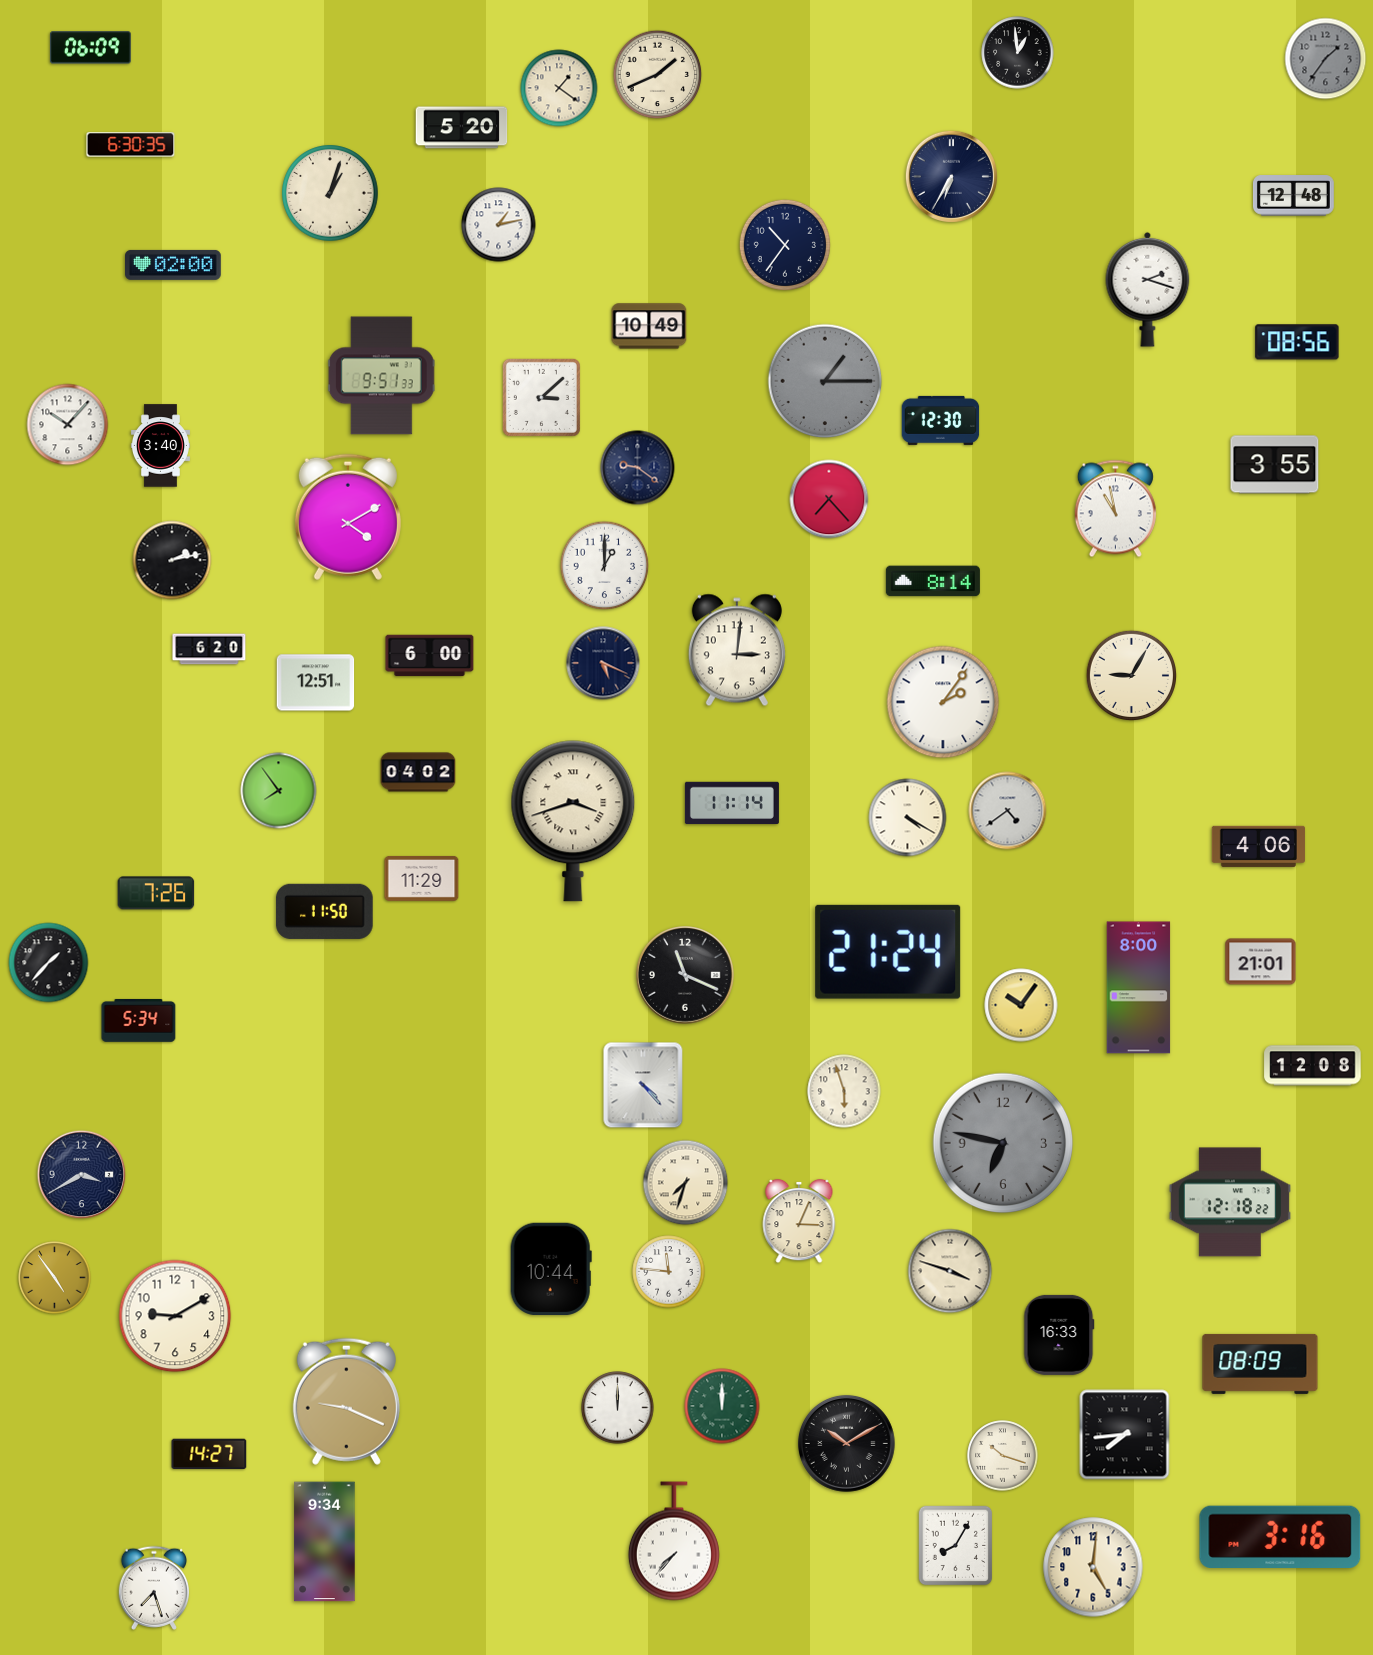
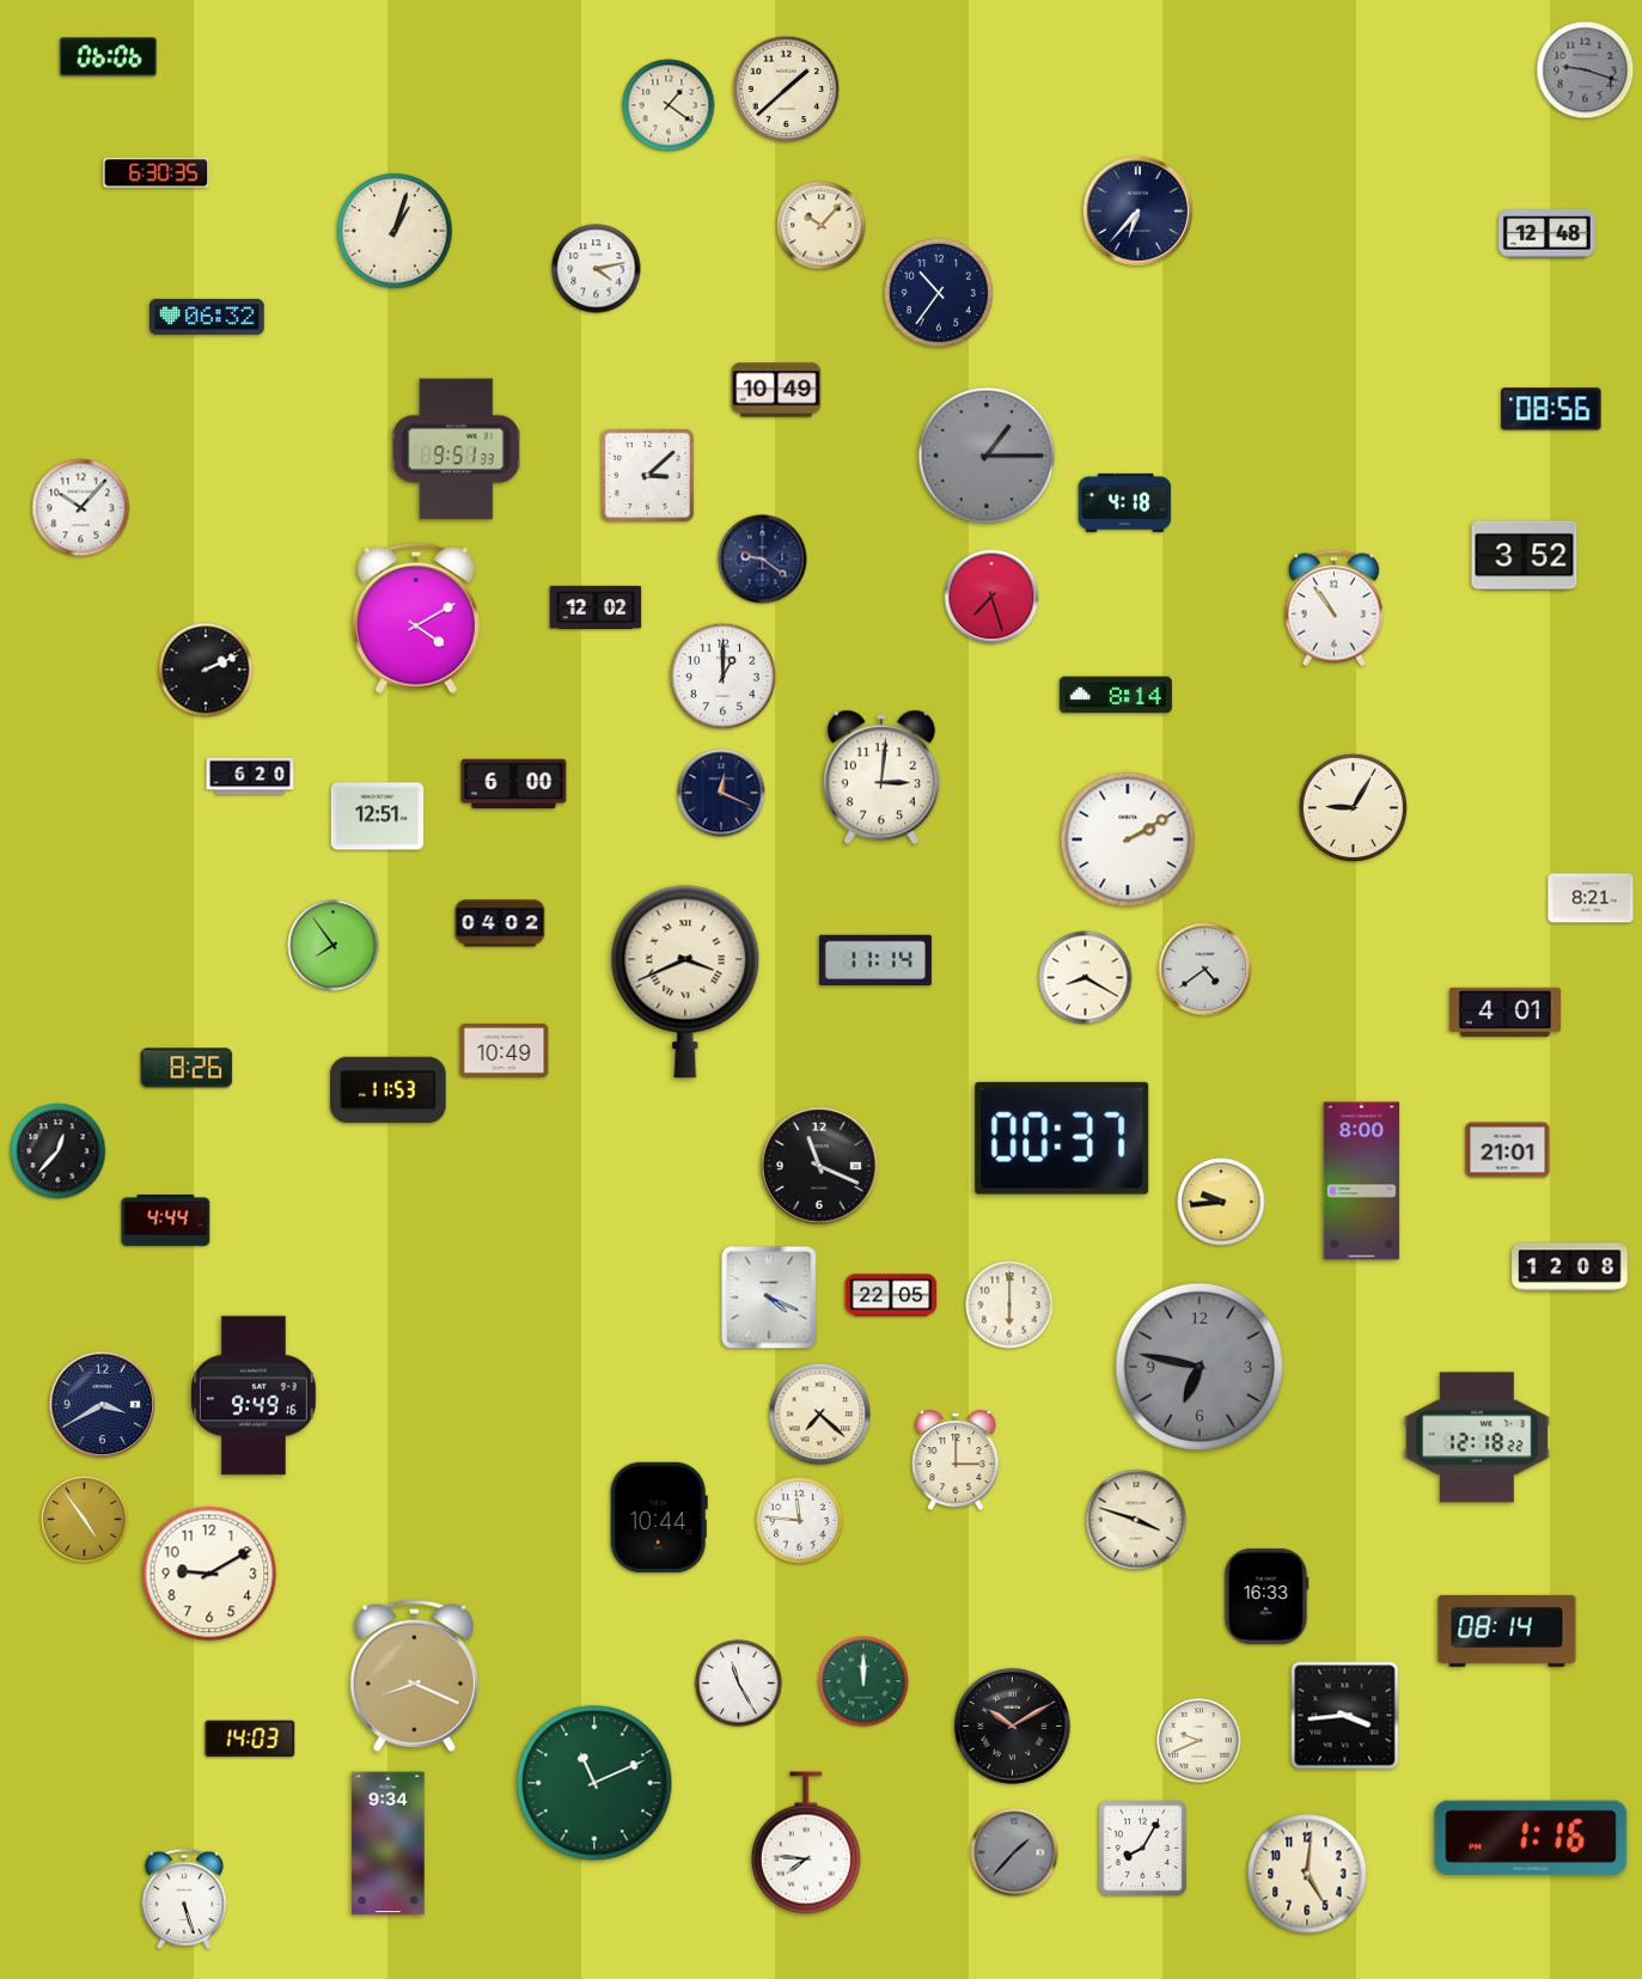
clock at (90, 48): 06:09 -> 06:06
clock at (1018, 53): 12:59 -> none
clock at (1326, 59): 1:36 -> 9:18
clock at (658, 75): 1:41 -> 1:38
clock at (462, 128): 5:20 -> none
clock at (951, 176): 6:35 -> 6:37
clock at (822, 226): none -> 10:07
clock at (499, 225): 1:13 -> 4:13
clock at (174, 265): 02:00 -> 06:32
clock at (1148, 289): 2:18 -> none
clock at (941, 420): 12:30 -> 4:18
clock at (160, 446): 3:40 -> none
clock at (1275, 465): 3:55 -> 3:52
clock at (829, 499): 7:23 -> 7:27
clock at (596, 607): none -> 12:02
clock at (1115, 509): 10:58 -> 10:54
clock at (172, 560): 2:13 -> 2:11
clock at (603, 663): 5:19 -> 12:19
clock at (943, 702): 2:06 -> 2:10
clock at (1591, 898): none -> 8:21
clock at (908, 818): 4:20 -> 8:20
clock at (573, 821): 3:42 -> 3:41
clock at (1258, 846): 4:06 -> 4:01
clock at (422, 878): 11:29 -> 10:49
clock at (156, 893): 7:26 -> 8:26
clock at (325, 911): 11:50 -> 11:53
clock at (888, 952): 21:24 -> 00:37
clock at (49, 963): 1:37 -> 12:37
clock at (1021, 1005): 10:06 -> 9:44
clock at (139, 1021): 5:34 -> 4:44
clock at (1313, 1066) position: (1313, 1066) -> (1570, 1268)
clock at (891, 1295): none -> 22:05
clock at (643, 1085): 4:23 -> 4:19
clock at (844, 1091): 5:57 -> 6:00
clock at (255, 1395): none -> 9:49
clock at (82, 1175) position: (82, 1175) -> (103, 1405)
clock at (686, 1183): 7:33 -> 7:22
clock at (1230, 1202) position: (1230, 1202) -> (1477, 1437)
clock at (799, 1221): 3:04 -> 3:00
clock at (55, 1278) position: (55, 1278) -> (85, 1520)
clock at (1260, 1364): 08:09 -> 08:14
clock at (346, 1401): 9:19 -> 8:19
clock at (618, 1408): 12:00 -> 11:25
clock at (1125, 1435): 7:44 -> 3:44
clock at (209, 1454): 14:27 -> 14:03
clock at (1003, 1456): 10:18 -> 9:41
clock at (594, 1783): none -> 11:11
clock at (1280, 1536): 3:16 -> 1:16
clock at (674, 1541): 7:37 -> 7:46
clock at (1014, 1852): none -> 1:37
clock at (153, 1588): 7:27 -> 5:27
